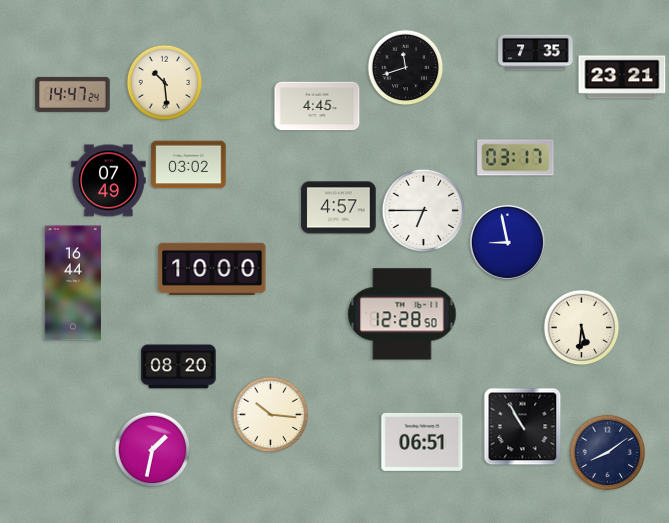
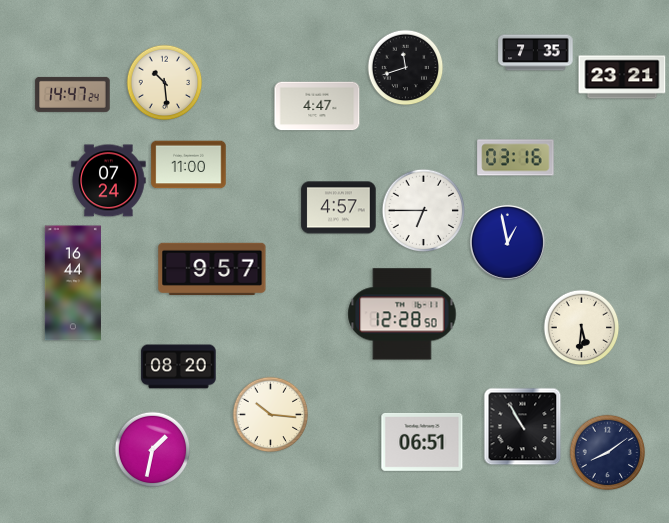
clock at (317, 106): 4:45 -> 4:47
clock at (516, 158): 03:17 -> 03:16
clock at (189, 165): 03:02 -> 11:00
clock at (109, 181): 07:49 -> 07:24
clock at (507, 242): 8:58 -> 12:58
clock at (212, 268): 10:00 -> 9:57
